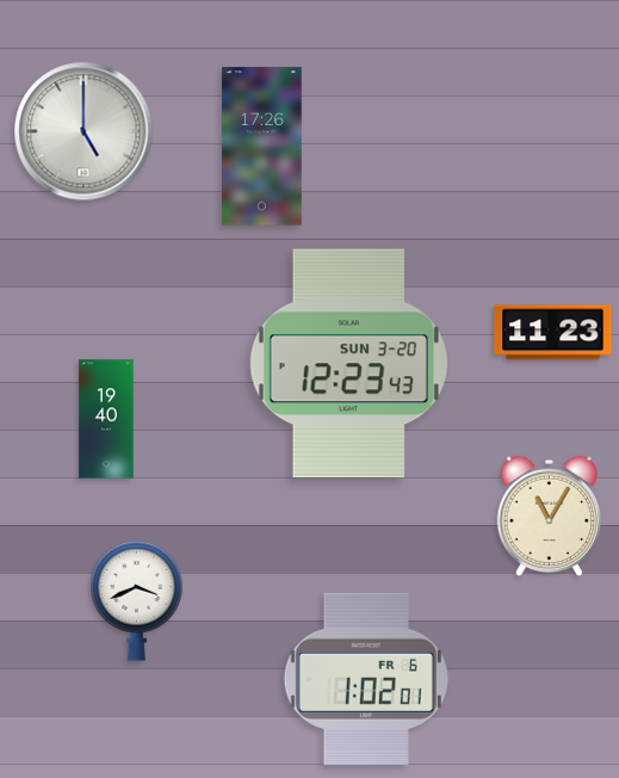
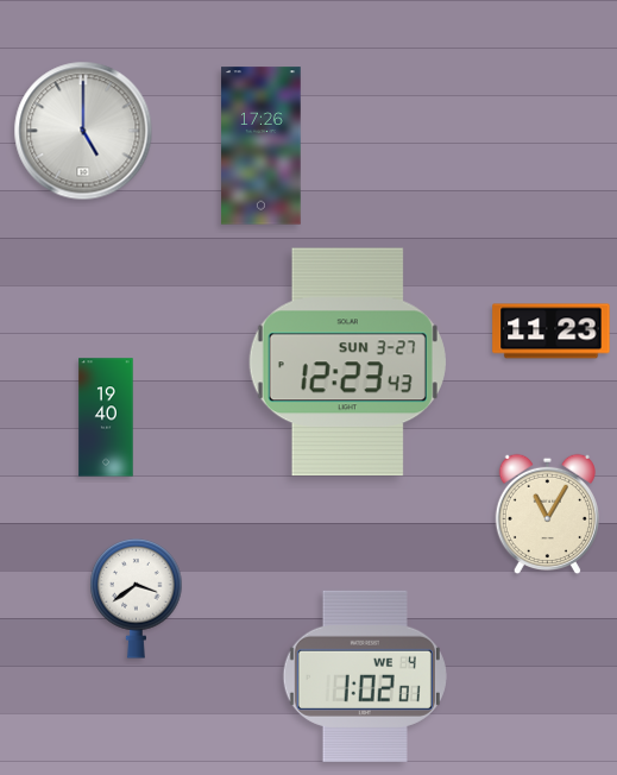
clock at (348, 364) date: SUN 3-20 -> SUN 3-27
clock at (137, 601): 3:41 -> 3:39
clock at (366, 679) date: FR 6 -> WE 4
